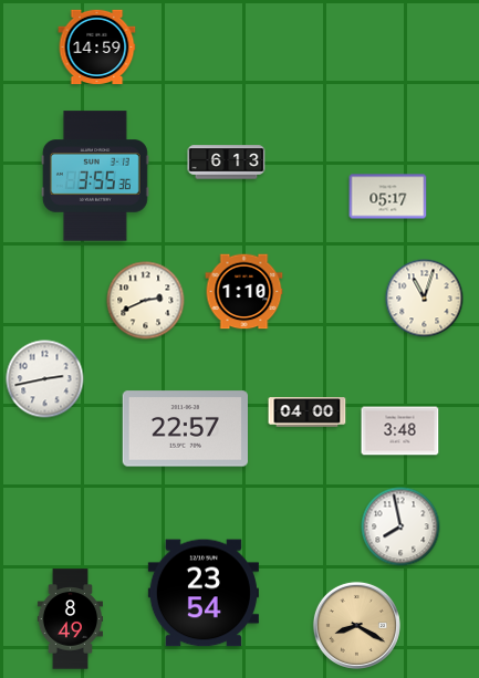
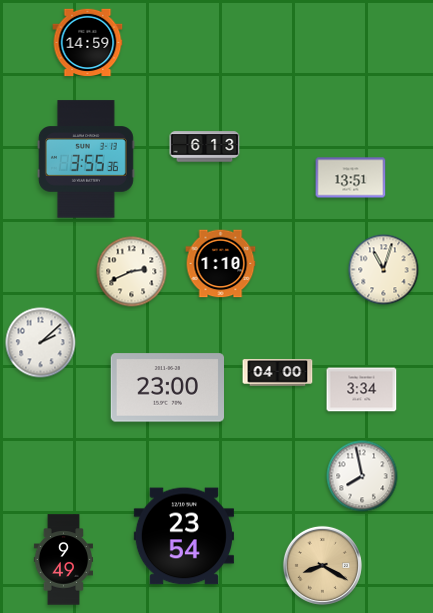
clock at (388, 197): 05:17 -> 13:51
clock at (45, 379): 2:43 -> 2:08
clock at (185, 429): 22:57 -> 23:00
clock at (400, 431): 3:48 -> 3:34
clock at (70, 619): 8:49 -> 9:49
